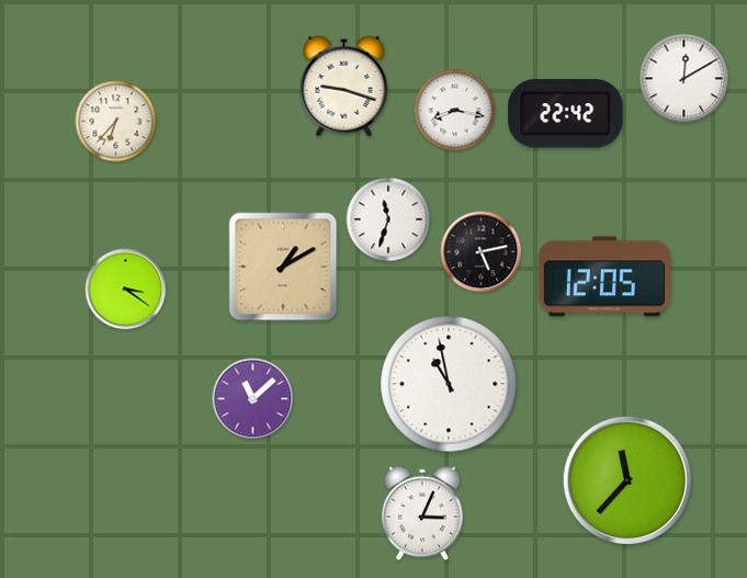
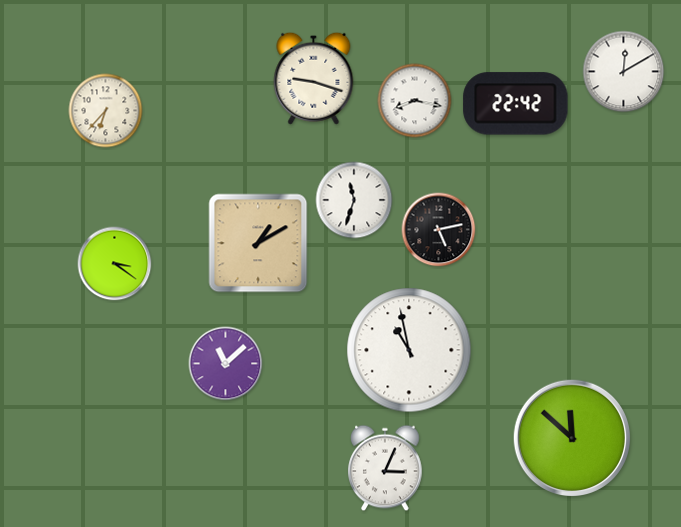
clock at (604, 276): 12:05 -> none
clock at (253, 399) position: (253, 399) -> (226, 364)
clock at (626, 479): 11:37 -> 11:52
